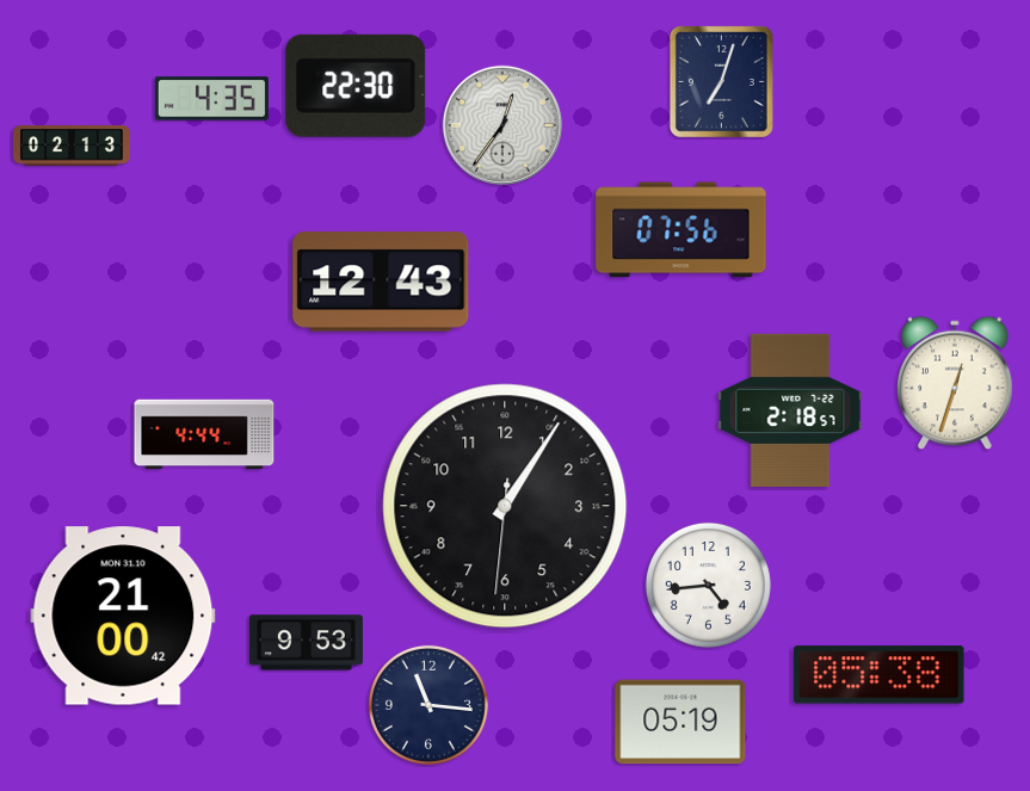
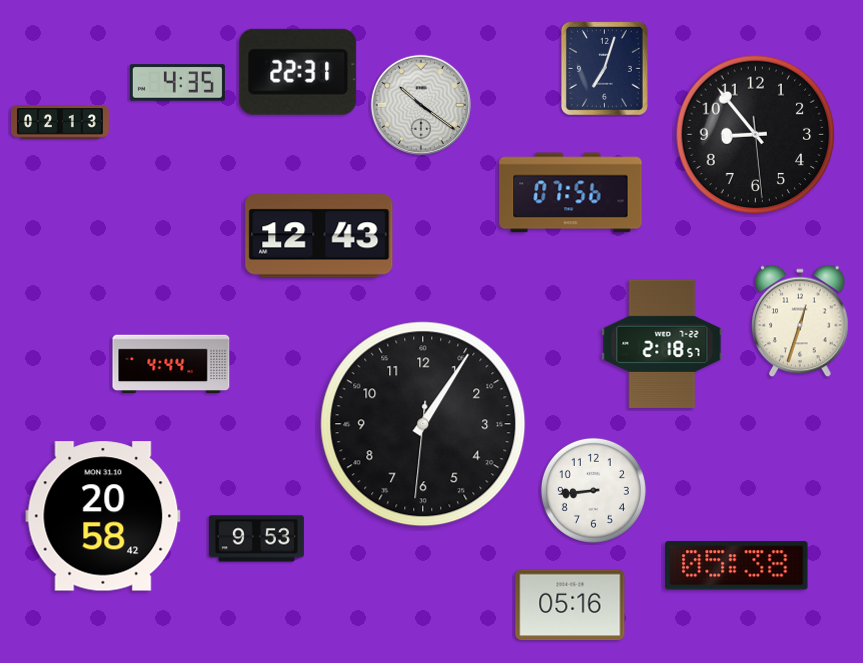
clock at (356, 86): 22:30 -> 22:31
clock at (502, 125): 12:36 -> 10:21
clock at (756, 135): none -> 8:53
clock at (708, 585): 4:44 -> 8:44
clock at (123, 616): 21:00 -> 20:58
clock at (428, 705): 11:16 -> none
clock at (680, 722): 05:19 -> 05:16
